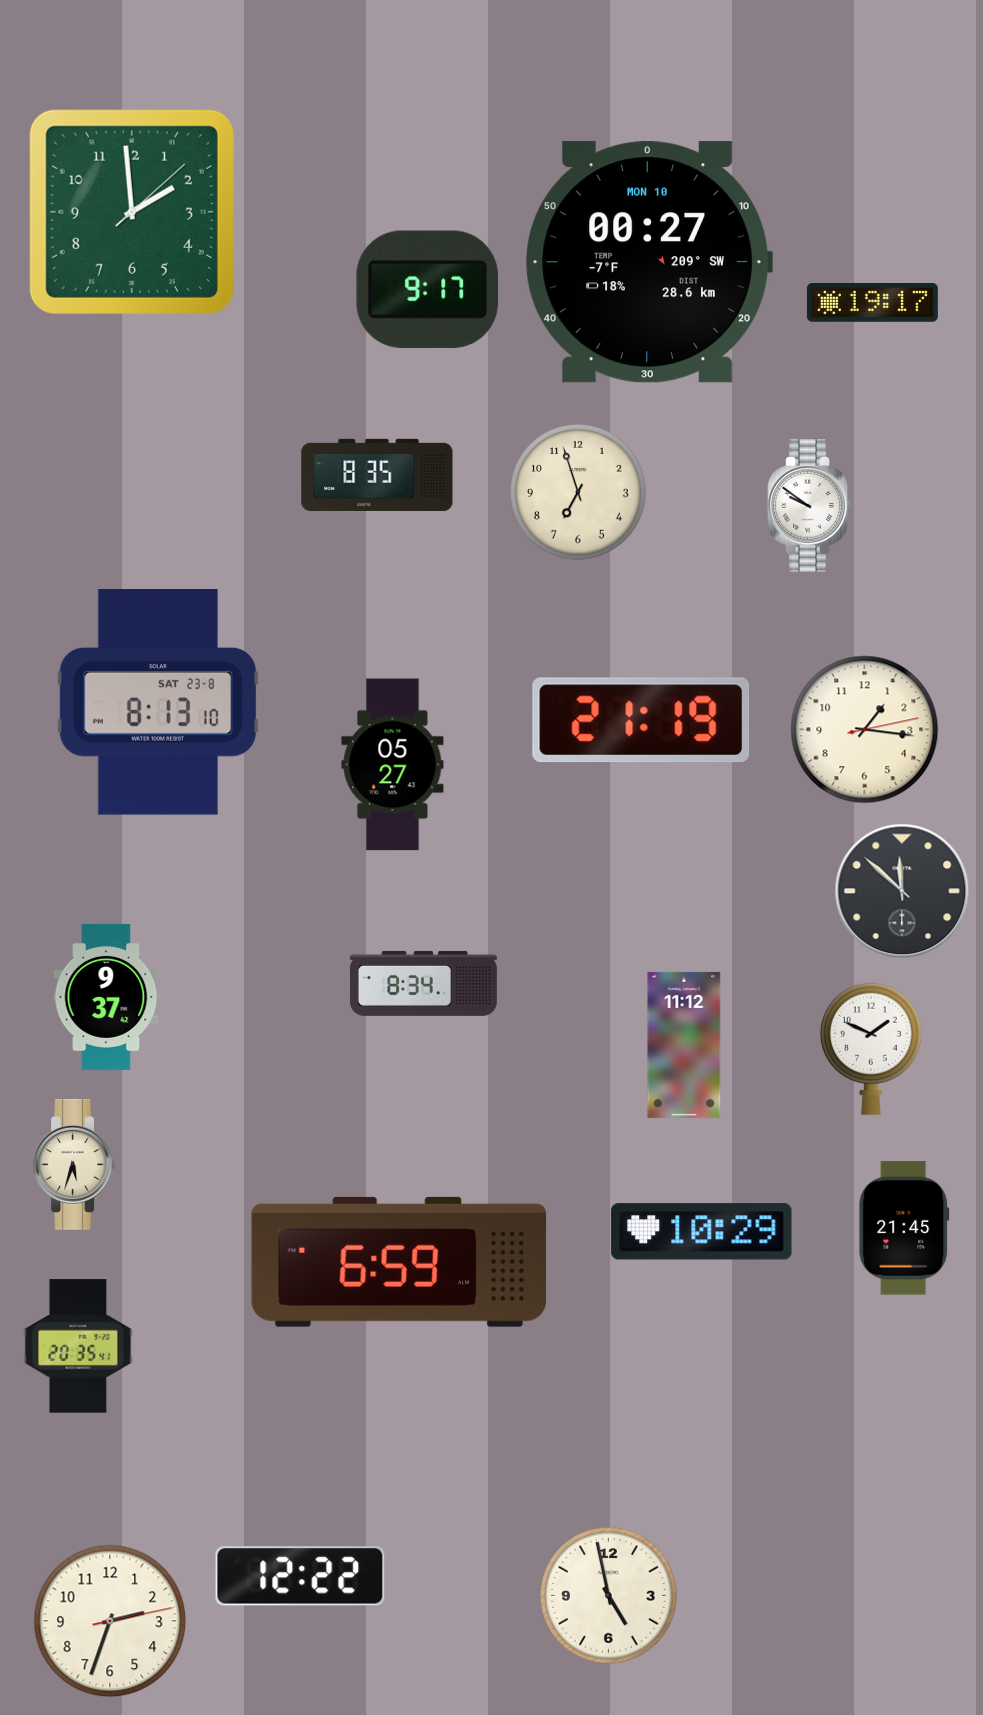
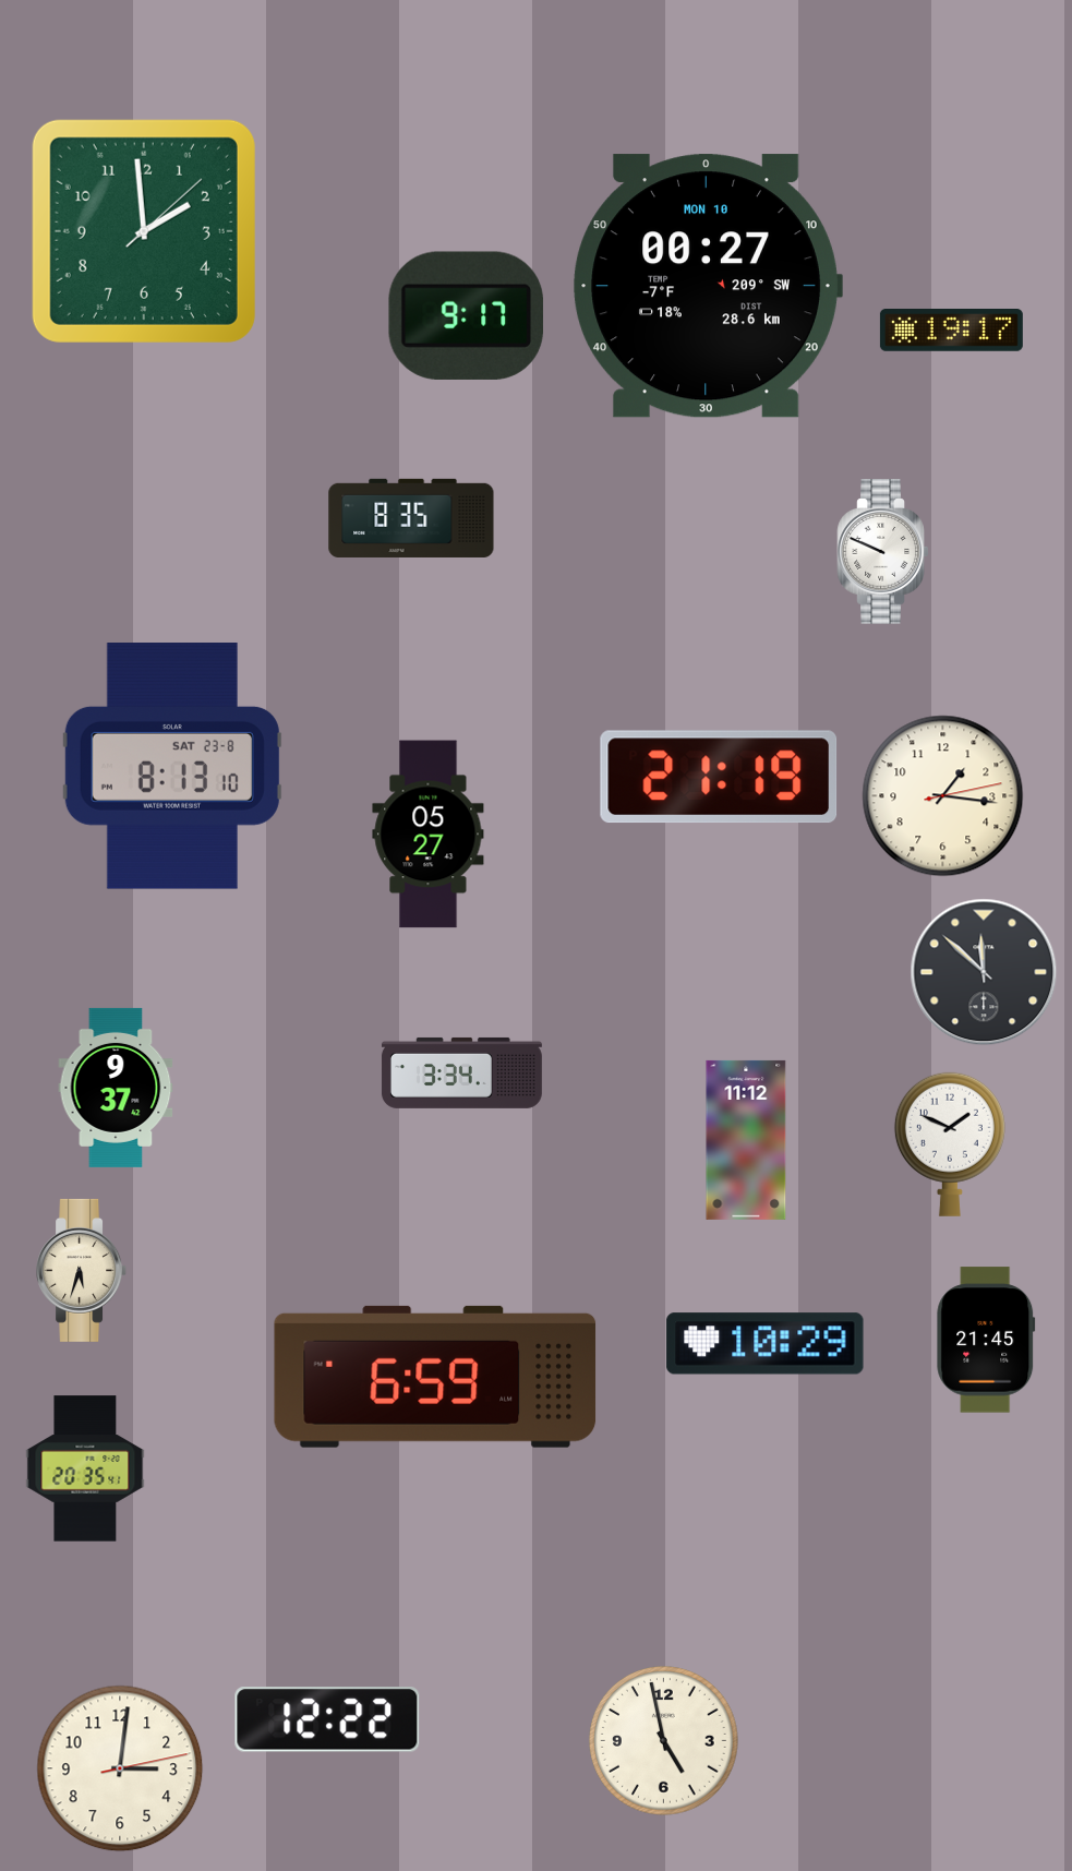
clock at (578, 492): 6:57 -> none
clock at (810, 506): 9:51 -> 9:49
clock at (641, 720) position: (641, 720) -> (719, 777)
clock at (423, 983): 8:34 -> 3:34
clock at (110, 1621): 2:33 -> 3:01
